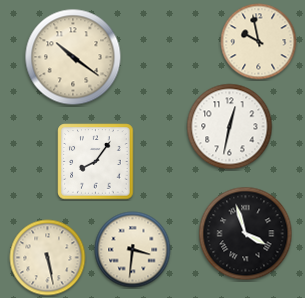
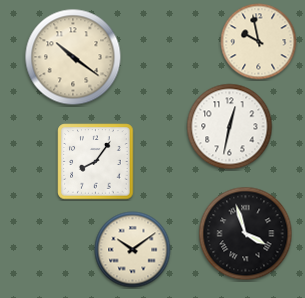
clock at (133, 250): 3:31 -> 10:09
clock at (48, 258): 5:28 -> none
